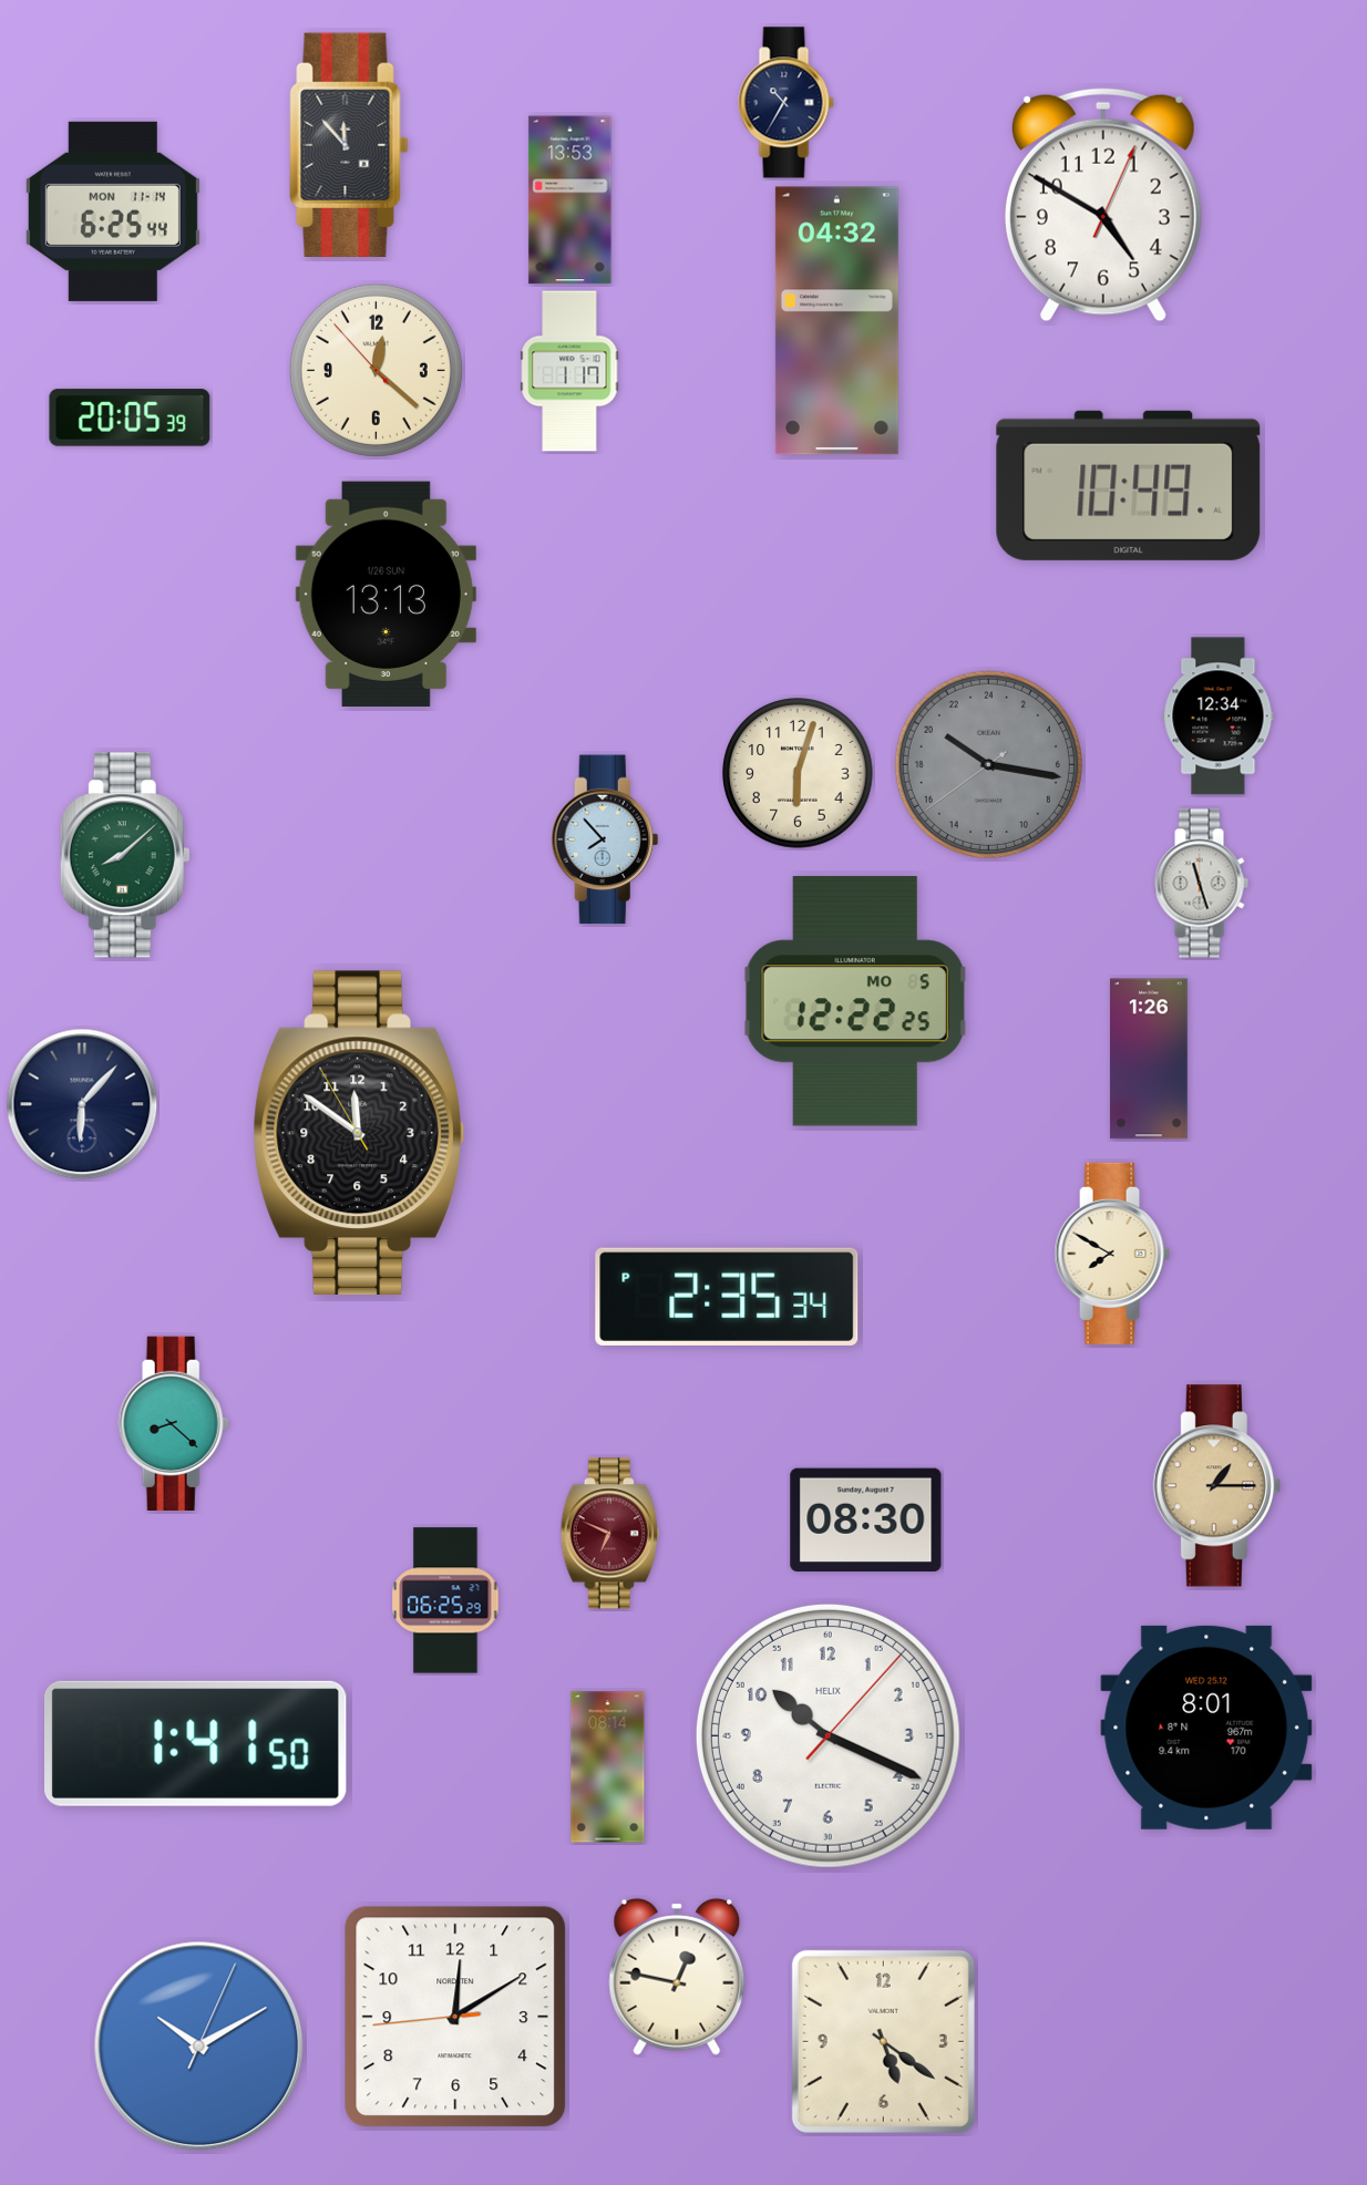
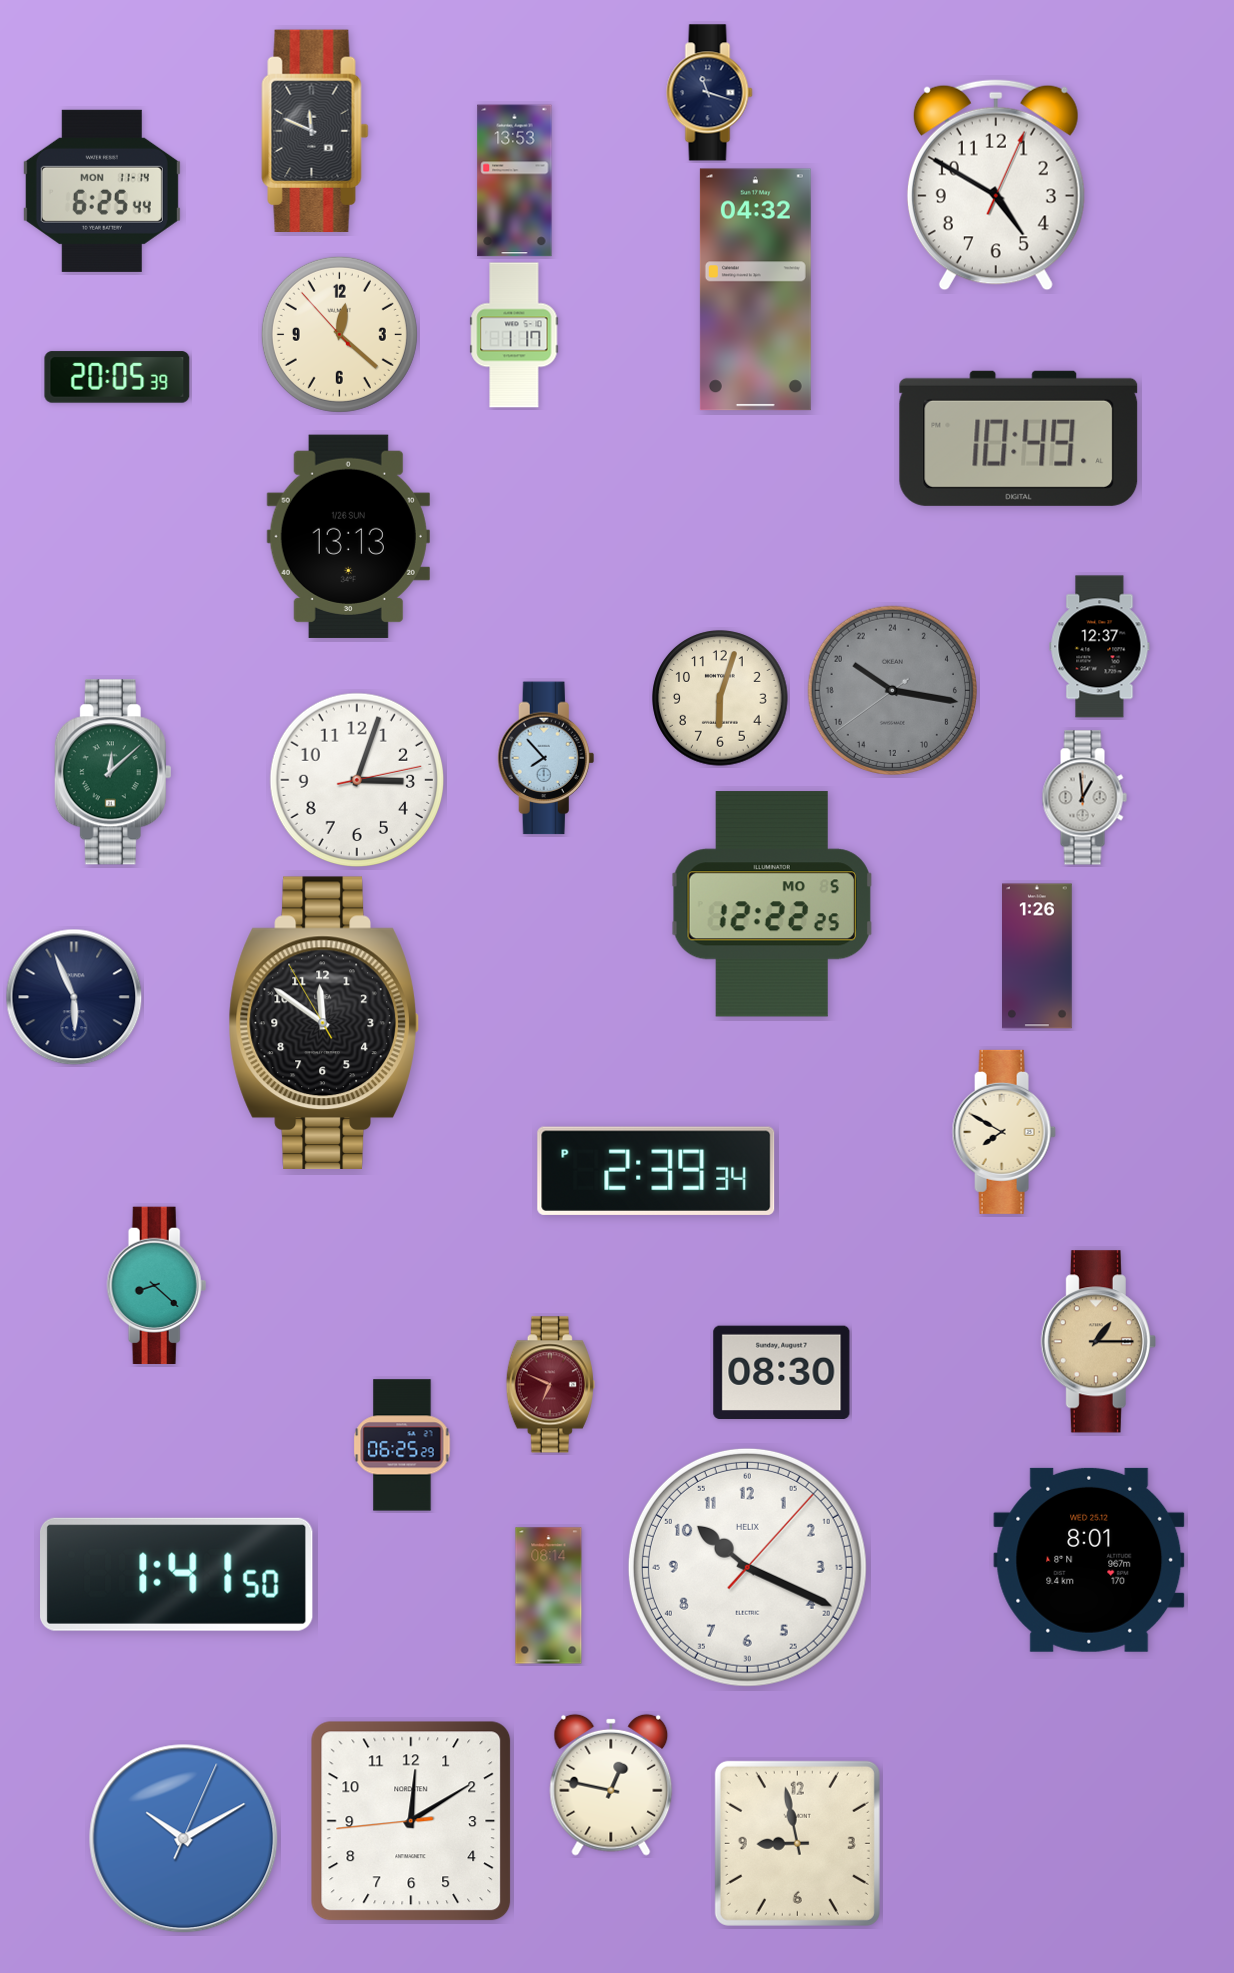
clock at (787, 103): 10:35 -> 11:18
clock at (349, 144): 11:53 -> 11:49
clock at (1219, 717): 12:34 -> 12:37
clock at (125, 855): 8:08 -> 12:08
clock at (356, 779): none -> 3:03
clock at (1201, 884): 11:27 -> 12:59
clock at (82, 1104): 6:07 -> 5:56
clock at (727, 1297): 2:35 -> 2:39
clock at (883, 2041): 5:21 -> 8:58
clock at (199, 2047) position: (199, 2047) -> (184, 1839)
